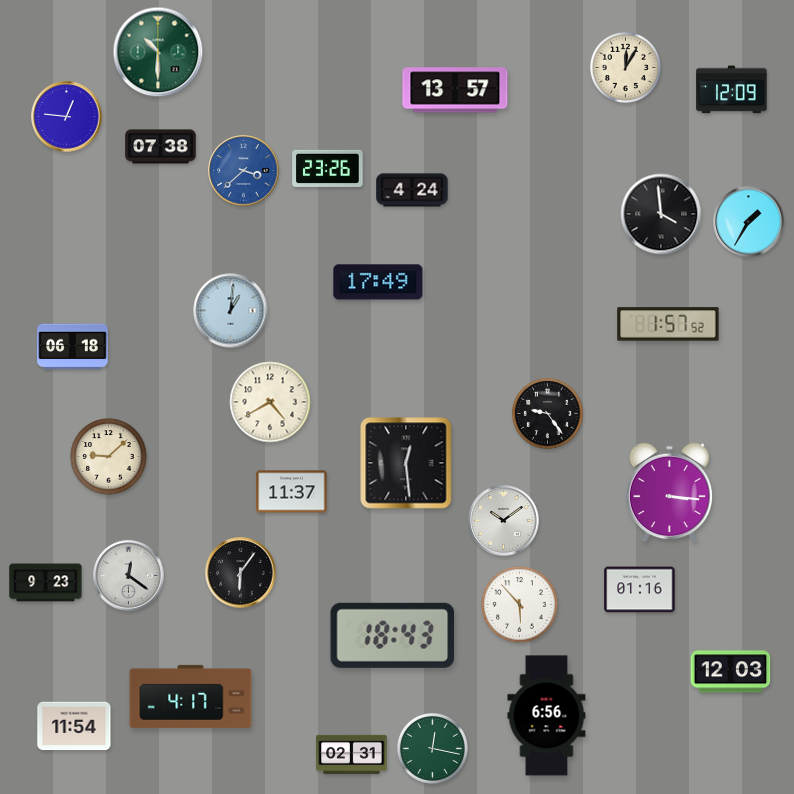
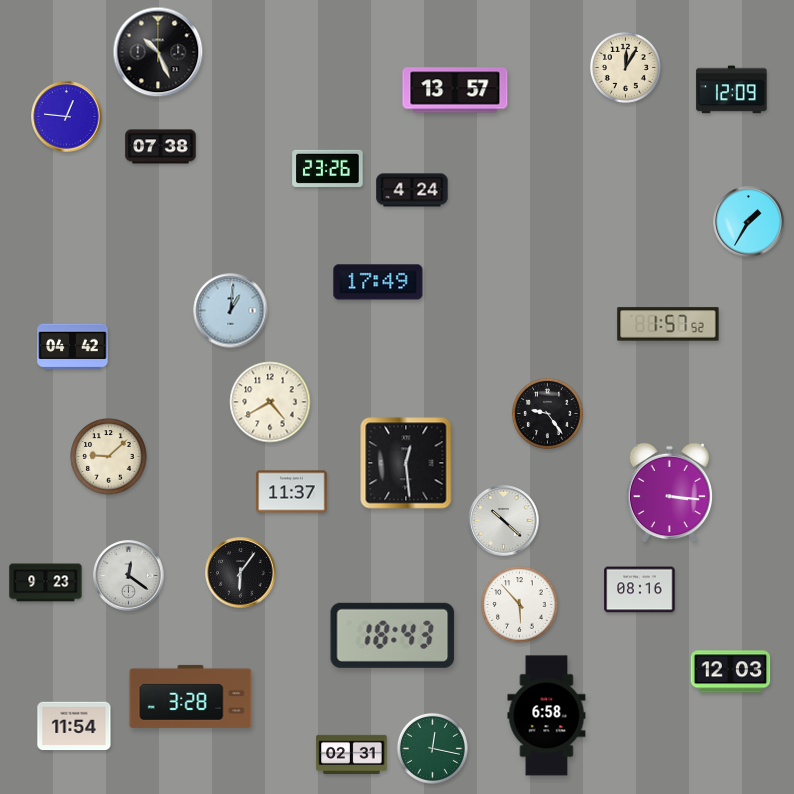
clock at (158, 52): 10:30 -> 10:26
clock at (158, 52) dial: green -> black
clock at (244, 171): 3:38 -> none
clock at (661, 214): 3:59 -> none
clock at (73, 347): 06:18 -> 04:42
clock at (504, 521): 10:09 -> 10:22
clock at (640, 590): 01:16 -> 08:16
clock at (191, 696): 4:17 -> 3:28
clock at (547, 716): 6:56 -> 6:58
